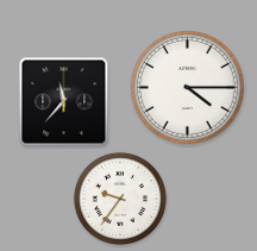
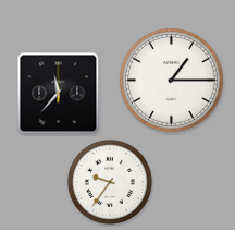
clock at (188, 88): 4:15 -> 1:15
